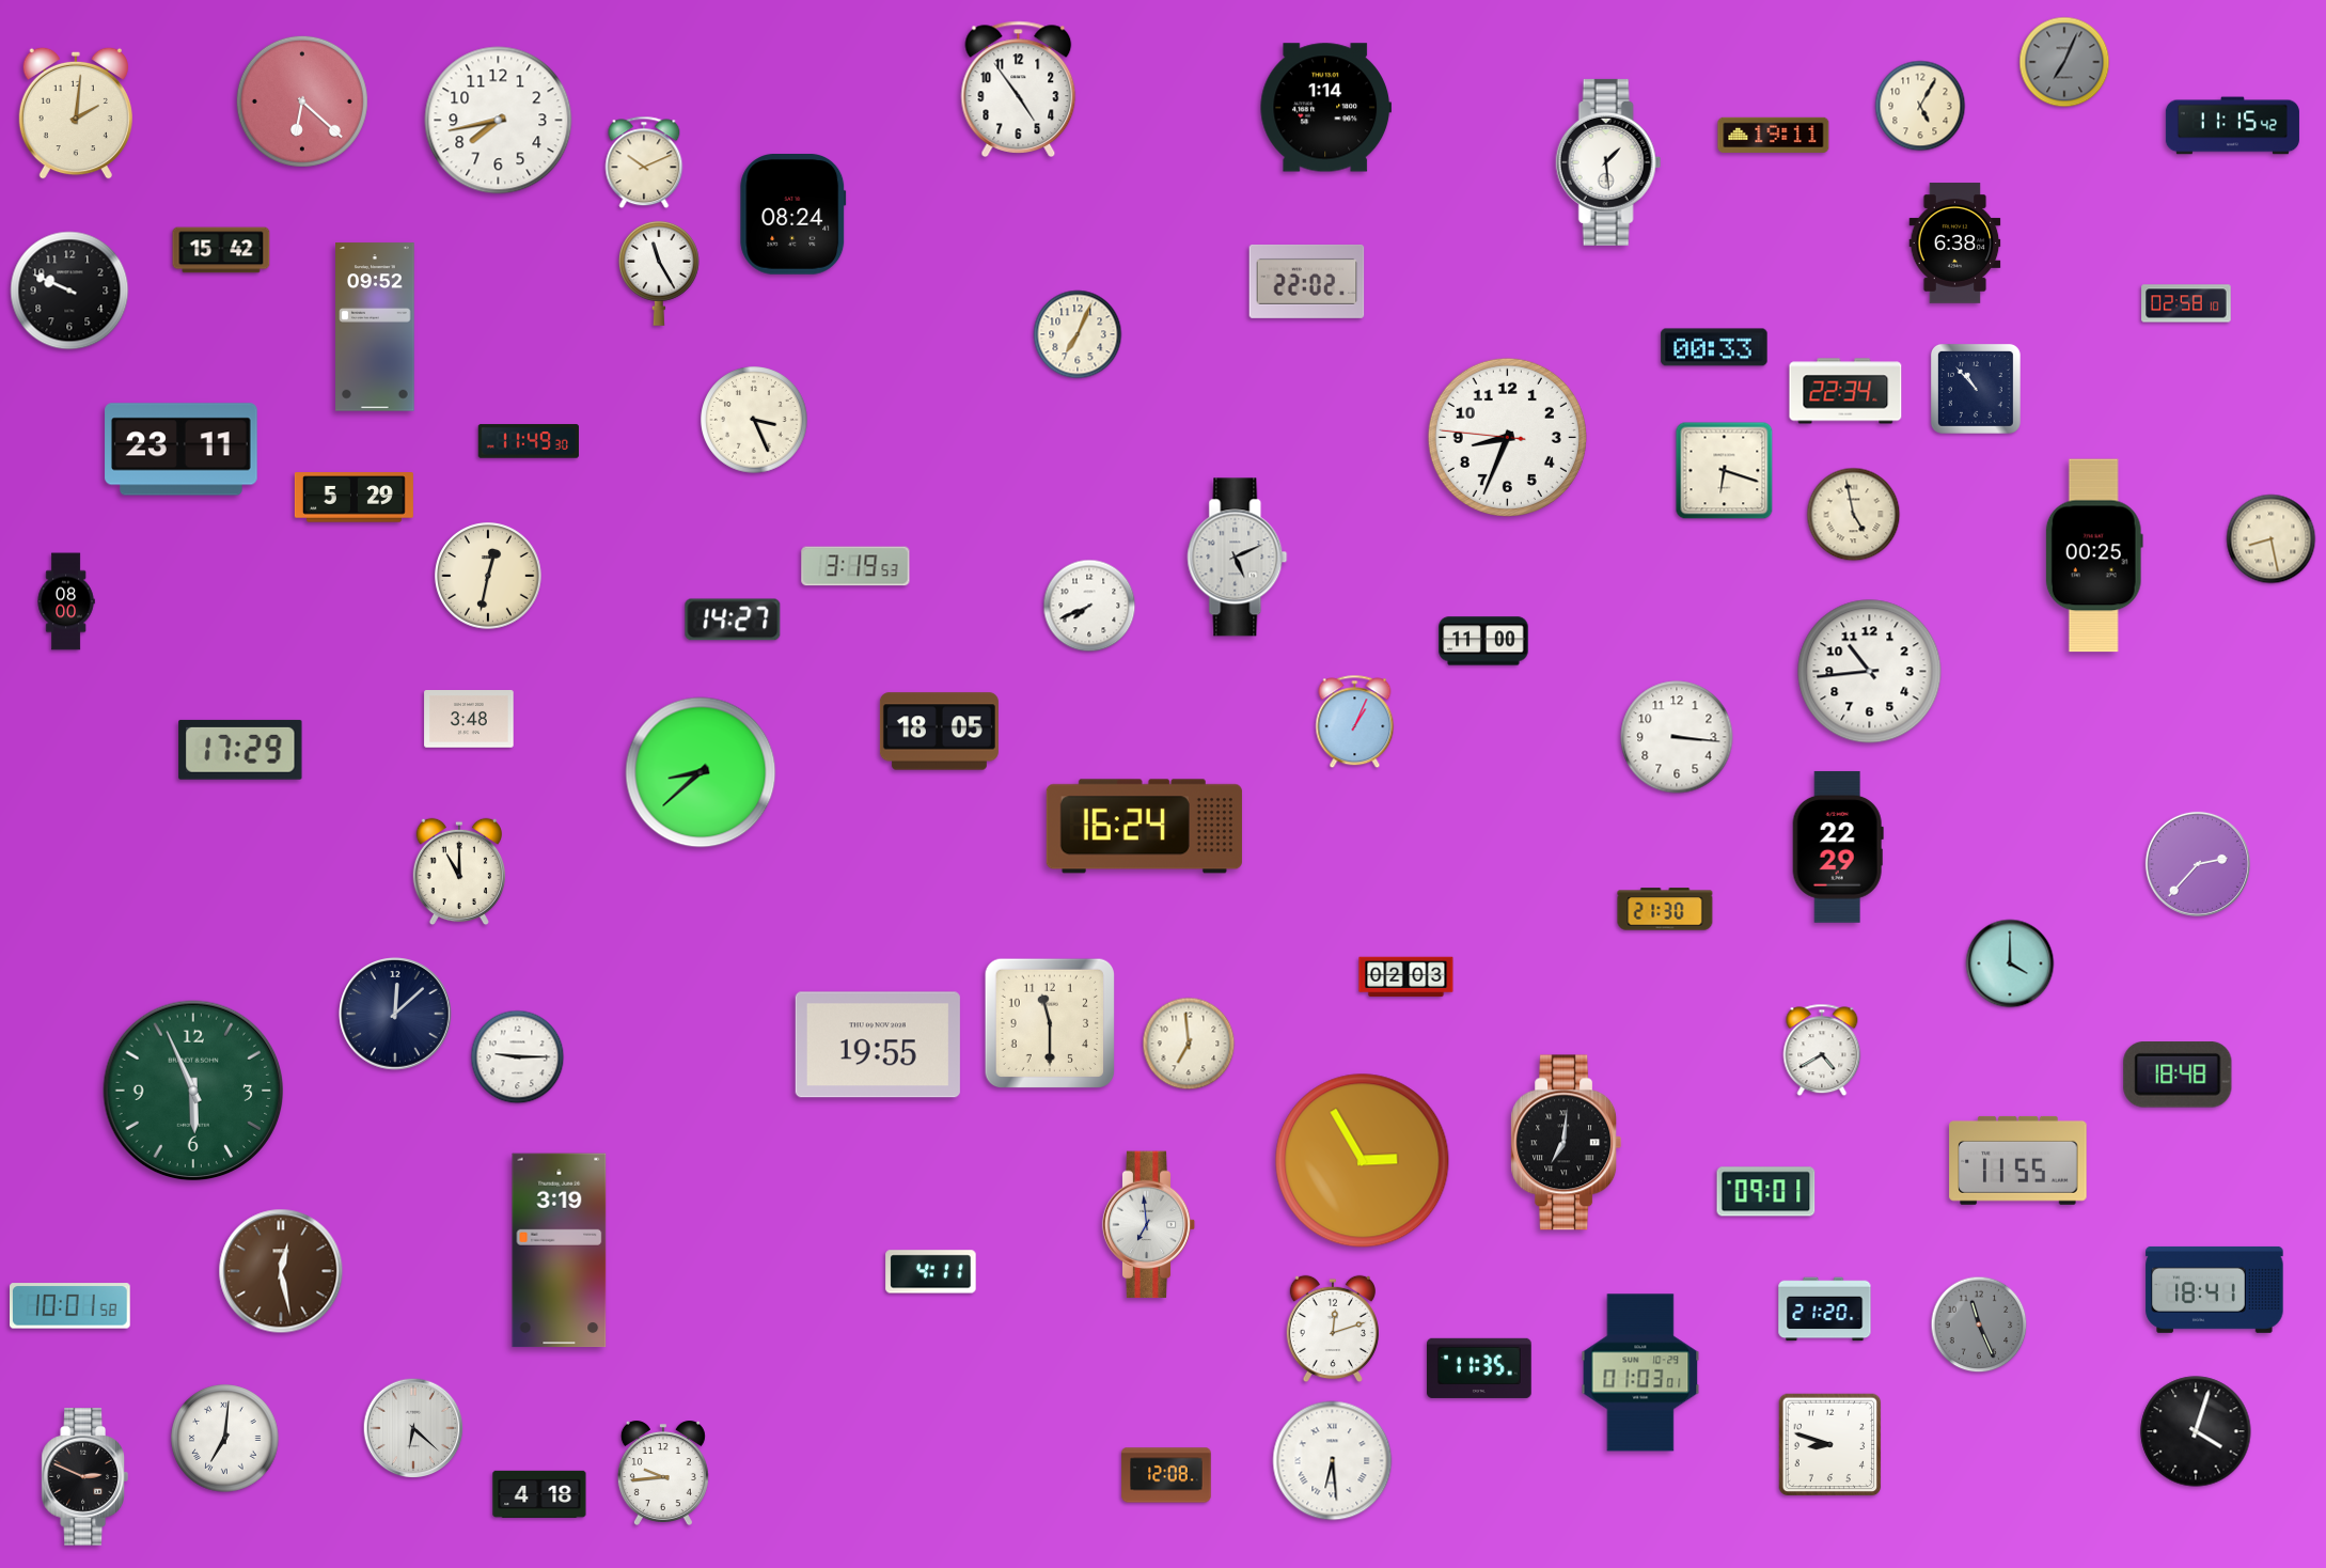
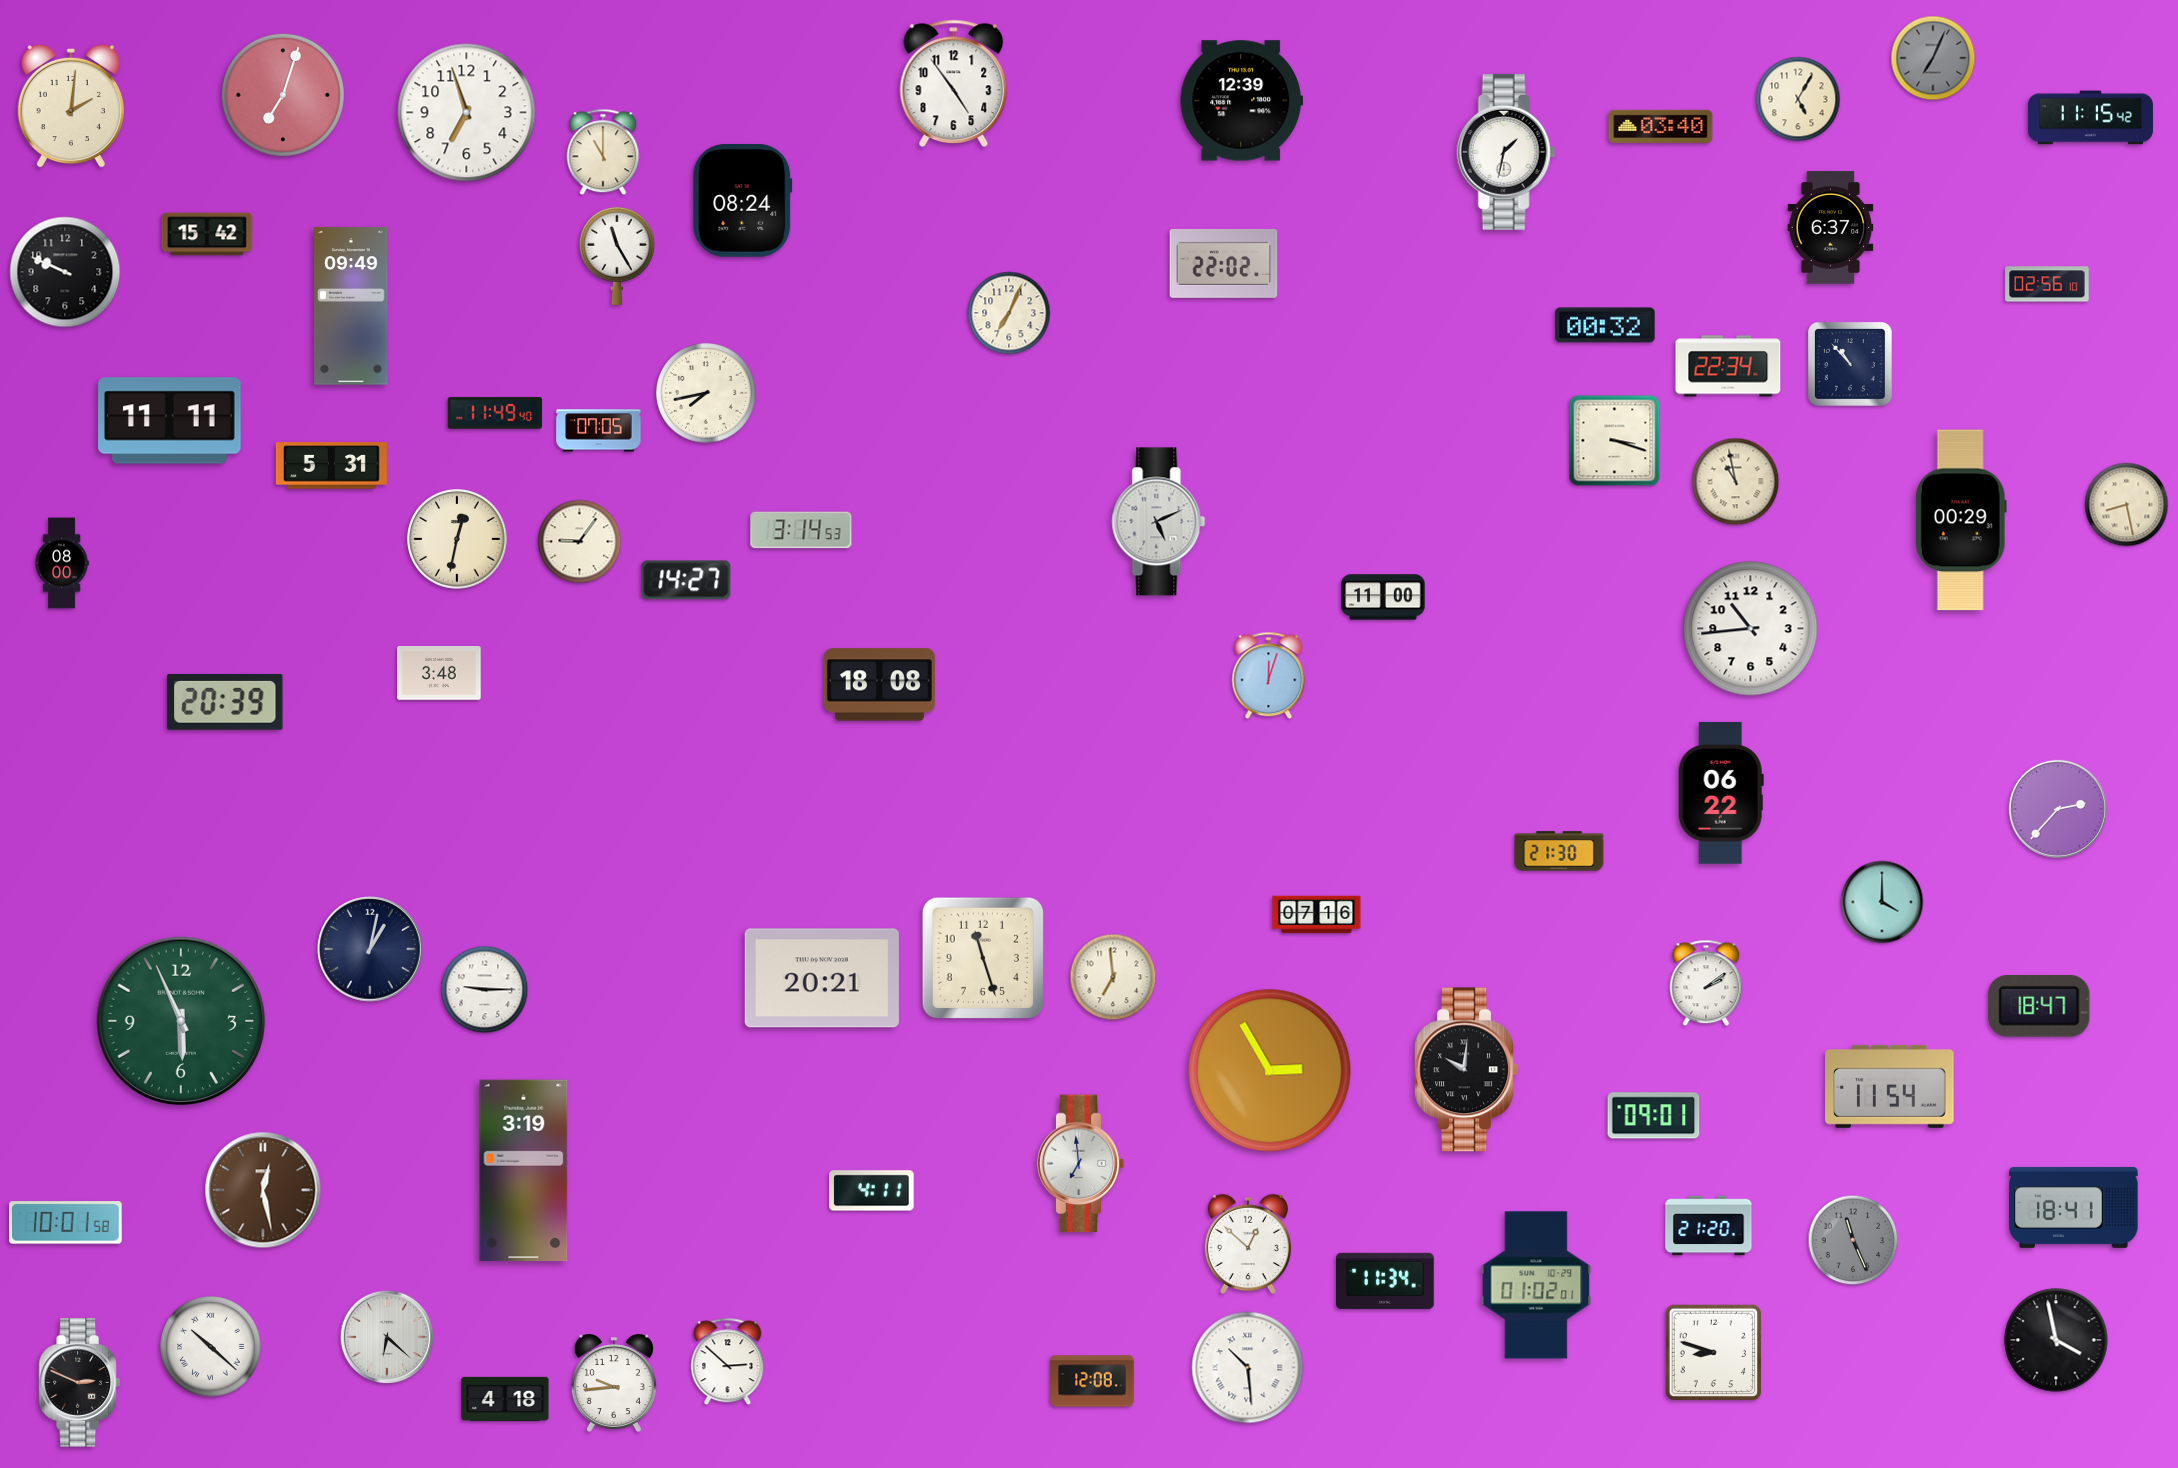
clock at (302, 101): 6:22 -> 7:03
clock at (1325, 108): 1:14 -> 12:39
clock at (499, 121): 7:43 -> 6:57
clock at (1774, 135): 19:11 -> 03:40
clock at (644, 162): 10:11 -> 11:00
clock at (1608, 162): 1:29 -> 1:32
clock at (1955, 244): 6:38 -> 6:37
clock at (2186, 303): 02:58 -> 02:56
clock at (375, 327): 09:52 -> 09:49
clock at (1714, 347): 00:33 -> 00:32
clock at (754, 420): 3:26 -> 7:43
clock at (1507, 437): 8:33 -> none
clock at (529, 441): 11:49:30 -> 11:49:40
clock at (182, 450): 23:11 -> 11:11
clock at (599, 431): none -> 07:05
clock at (1725, 471): 6:18 -> 3:18
clock at (353, 498): 5:29 -> 5:31
clock at (1854, 515): 4:58 -> 10:58
clock at (2094, 555): 00:25 -> 00:29
clock at (855, 566): 3:19 -> 3:14
clock at (580, 542): none -> 9:06
clock at (1089, 606): 7:41 -> none
clock at (1483, 641) position: (1483, 641) -> (1383, 597)
clock at (1355, 722): 1:04 -> 12:03
clock at (939, 732): 18:05 -> 18:08
clock at (1677, 737): 3:16 -> none
clock at (240, 750): 17:29 -> 20:39
clock at (701, 772): 8:38 -> none
clock at (1144, 827): 16:24 -> none
clock at (1838, 847): 22:29 -> 06:22
clock at (459, 872): 11:00 -> none
clock at (1406, 977): 02:03 -> 07:16
clock at (395, 1014): 12:08 -> 1:02
clock at (1049, 1022): 11:30 -> 11:27
clock at (878, 1045): 19:55 -> 20:21
clock at (1822, 1050): 4:40 -> 2:09
clock at (2178, 1076): 18:48 -> 18:47
clock at (1567, 1143): 7:01 -> 10:01
clock at (2018, 1160): 11:55 -> 11:54
clock at (1363, 1161) position: (1363, 1161) -> (1270, 1071)
clock at (1149, 1225) position: (1149, 1225) -> (1081, 1164)
clock at (1333, 1329): 12:12 -> 12:52
clock at (1480, 1368): 11:35 -> 11:34
clock at (1640, 1373): 01:03 -> 01:02
clock at (2196, 1431): 4:03 -> 3:58
clock at (225, 1439): 7:01 -> 10:22
clock at (728, 1362): none -> 2:52
clock at (1333, 1461): 6:29 -> 10:29
clock at (663, 1473) position: (663, 1473) -> (614, 1383)
